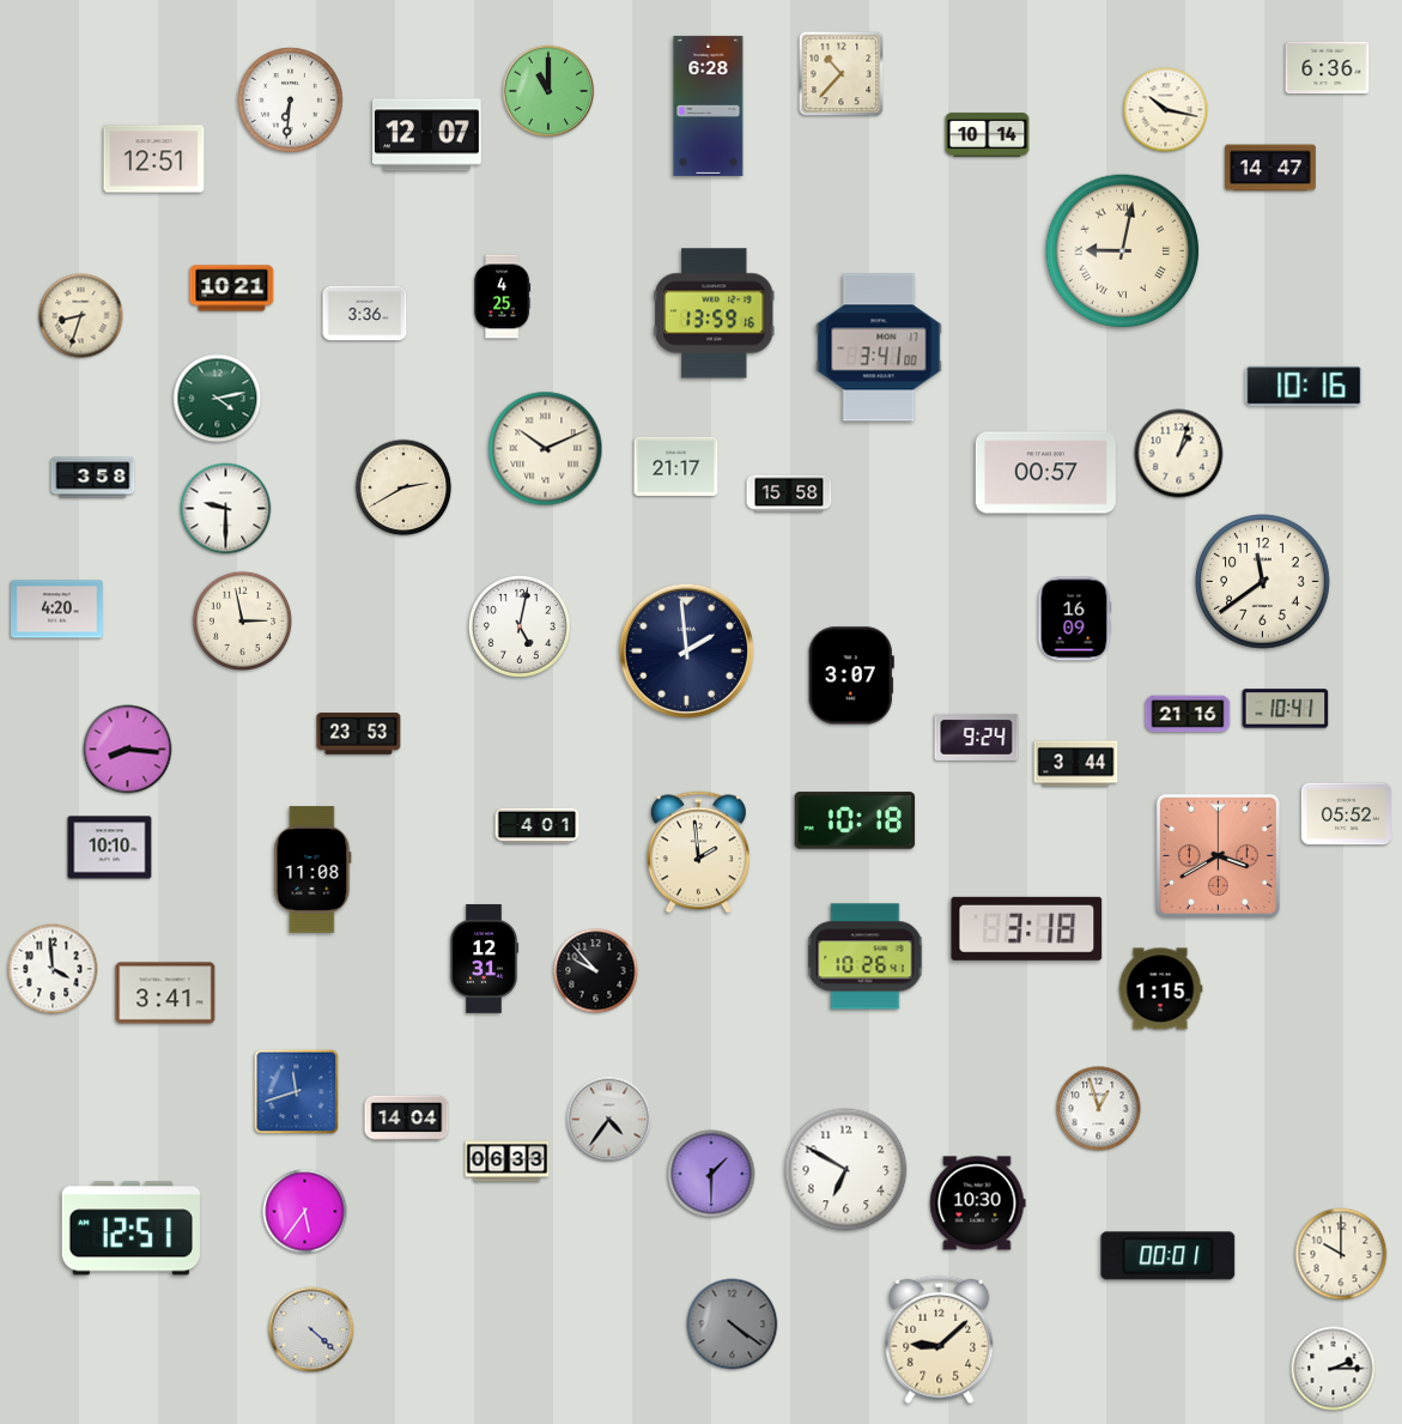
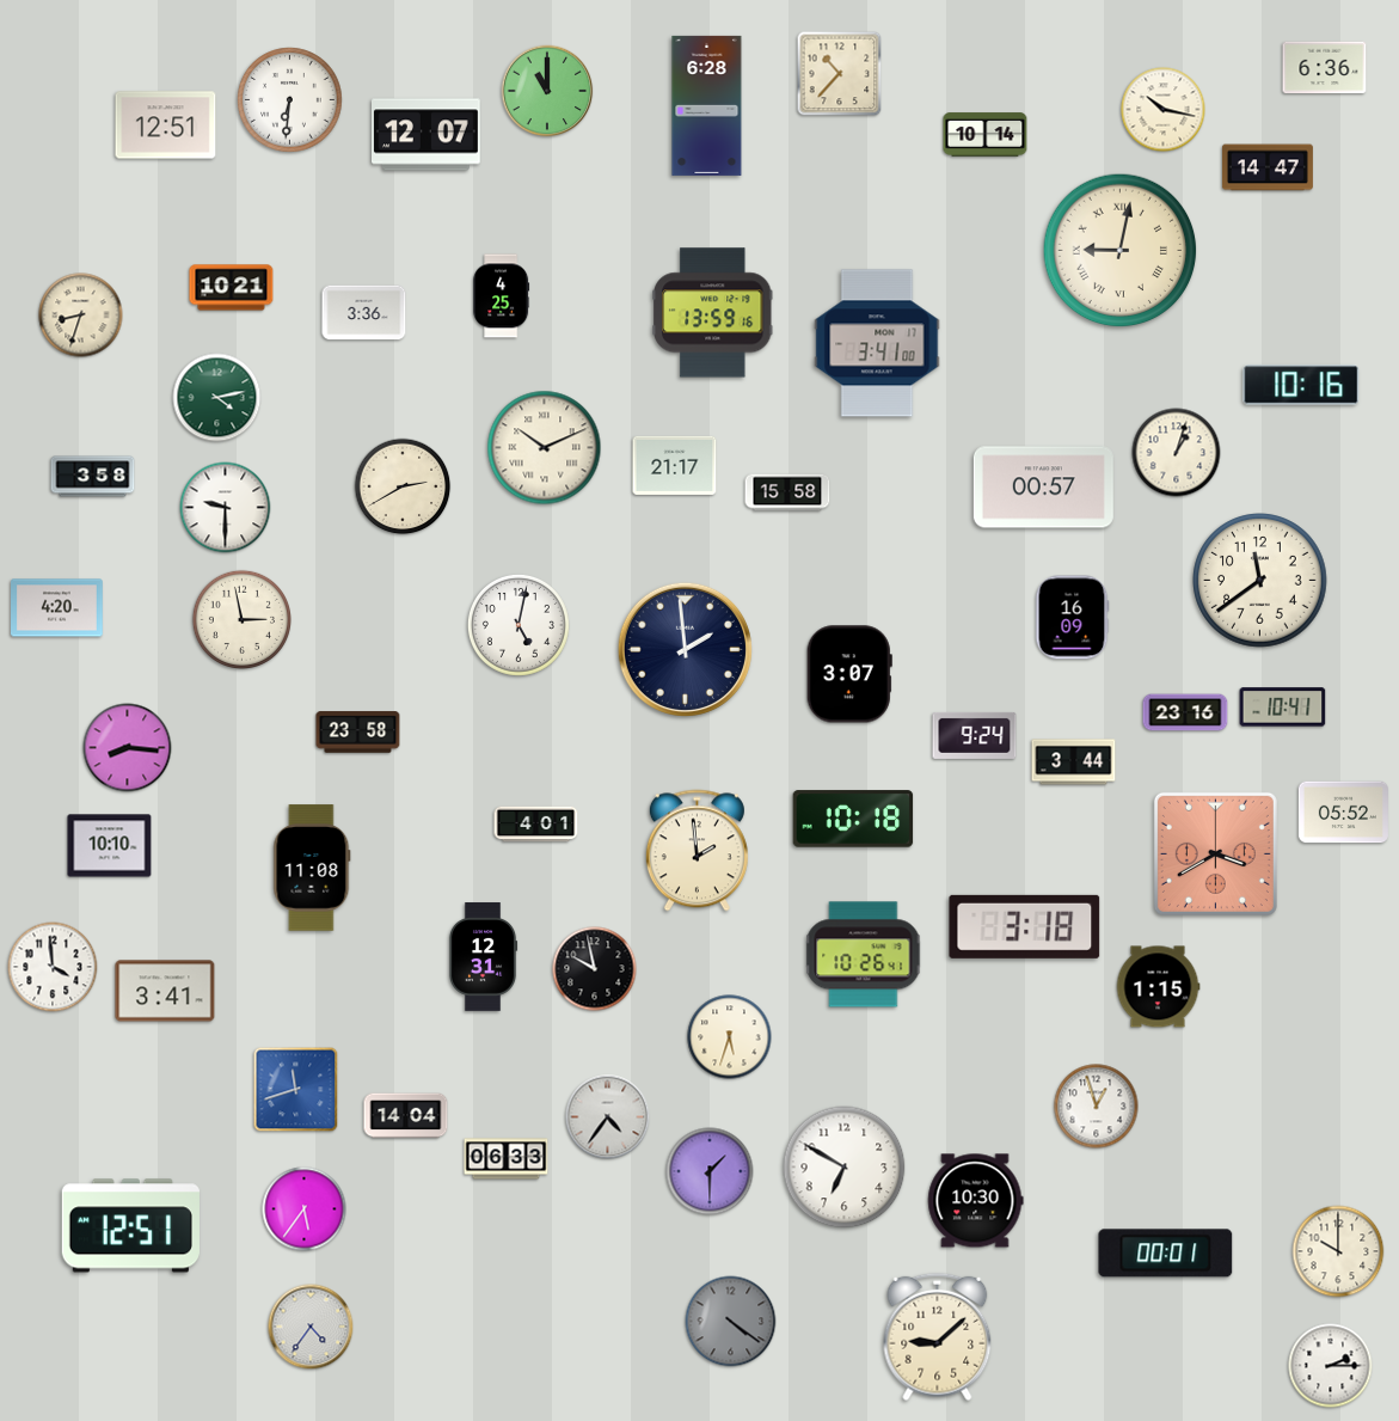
clock at (154, 159) position: (154, 159) -> (166, 125)
clock at (879, 347) position: (879, 347) -> (877, 343)
clock at (1045, 473) position: (1045, 473) -> (1043, 488)
clock at (1188, 714): 21:16 -> 23:16
clock at (359, 734): 23:53 -> 23:58
clock at (596, 971): 9:53 -> 9:58
clock at (730, 1037): none -> 5:33
clock at (311, 1329): 4:22 -> 4:36
